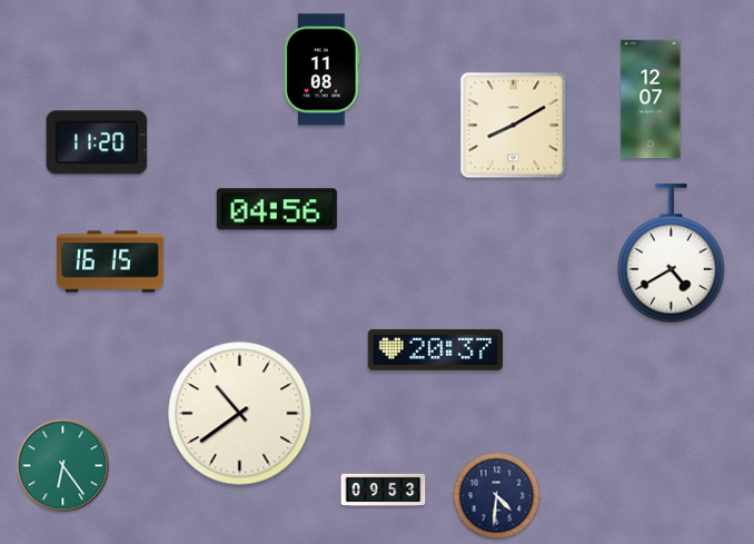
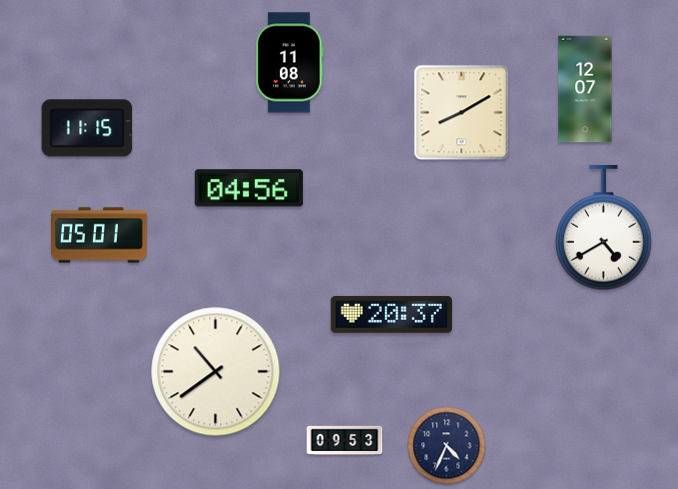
clock at (97, 142): 11:20 -> 11:15
clock at (111, 261): 16:15 -> 05:01
clock at (63, 466): 6:24 -> none
clock at (497, 496): 4:31 -> 4:34
